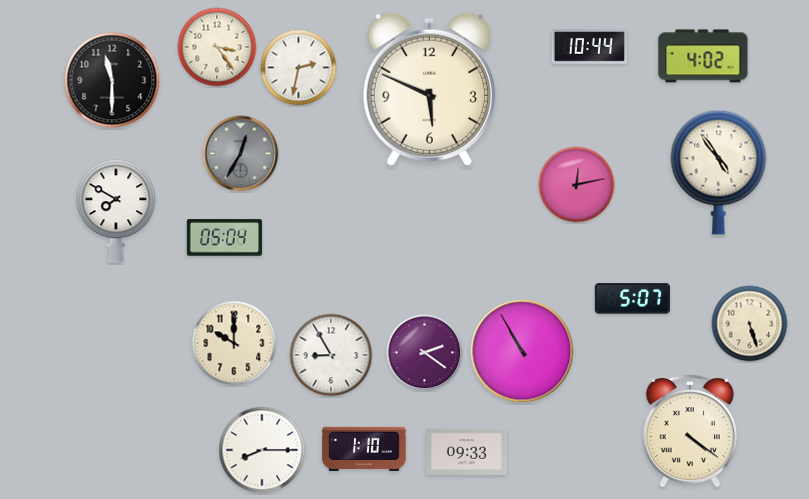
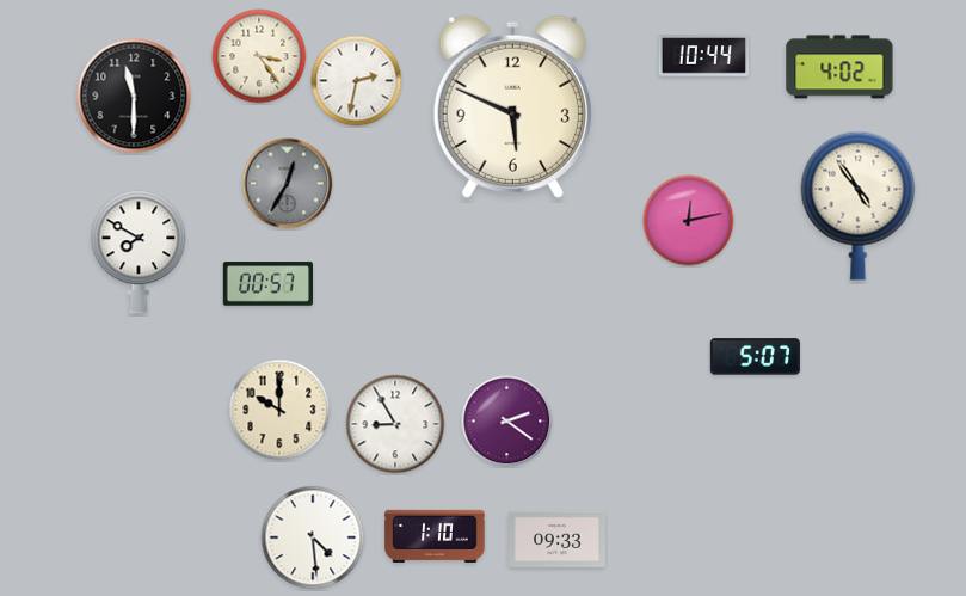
clock at (224, 238): 05:04 -> 00:57
clock at (750, 324): 5:27 -> none
clock at (522, 351): 10:55 -> none
clock at (689, 431): 4:21 -> none
clock at (262, 450): 8:15 -> 4:29
